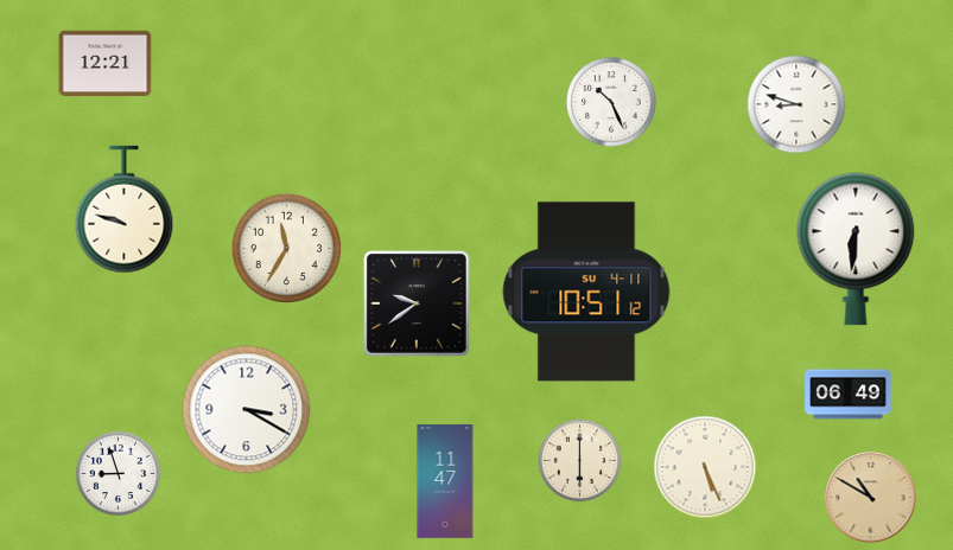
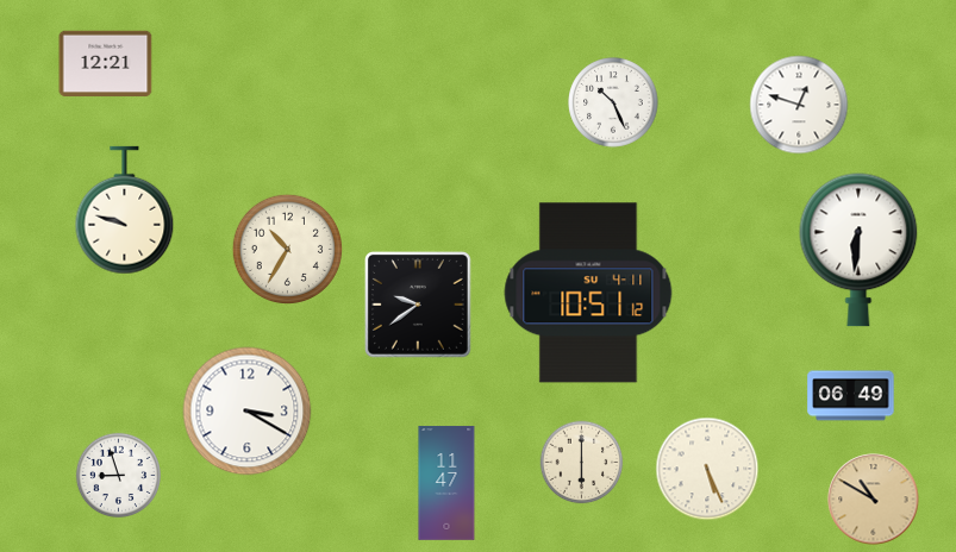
clock at (796, 104): 8:48 -> 12:48
clock at (286, 248): 11:35 -> 10:35
